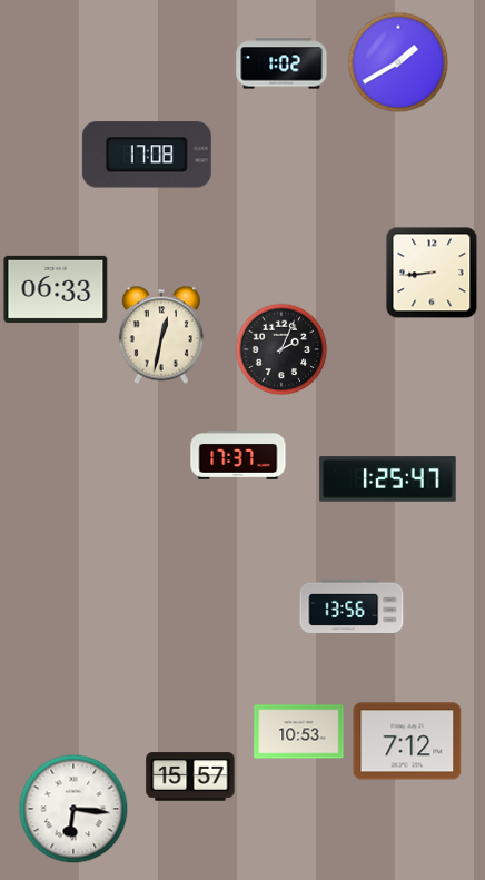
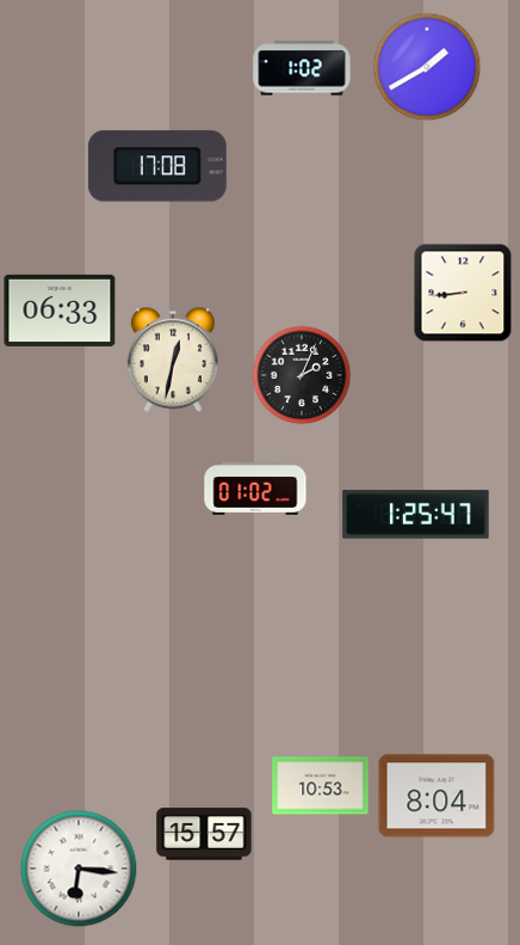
clock at (238, 456): 17:37 -> 01:02
clock at (352, 606): 13:56 -> none
clock at (407, 741): 7:12 -> 8:04
